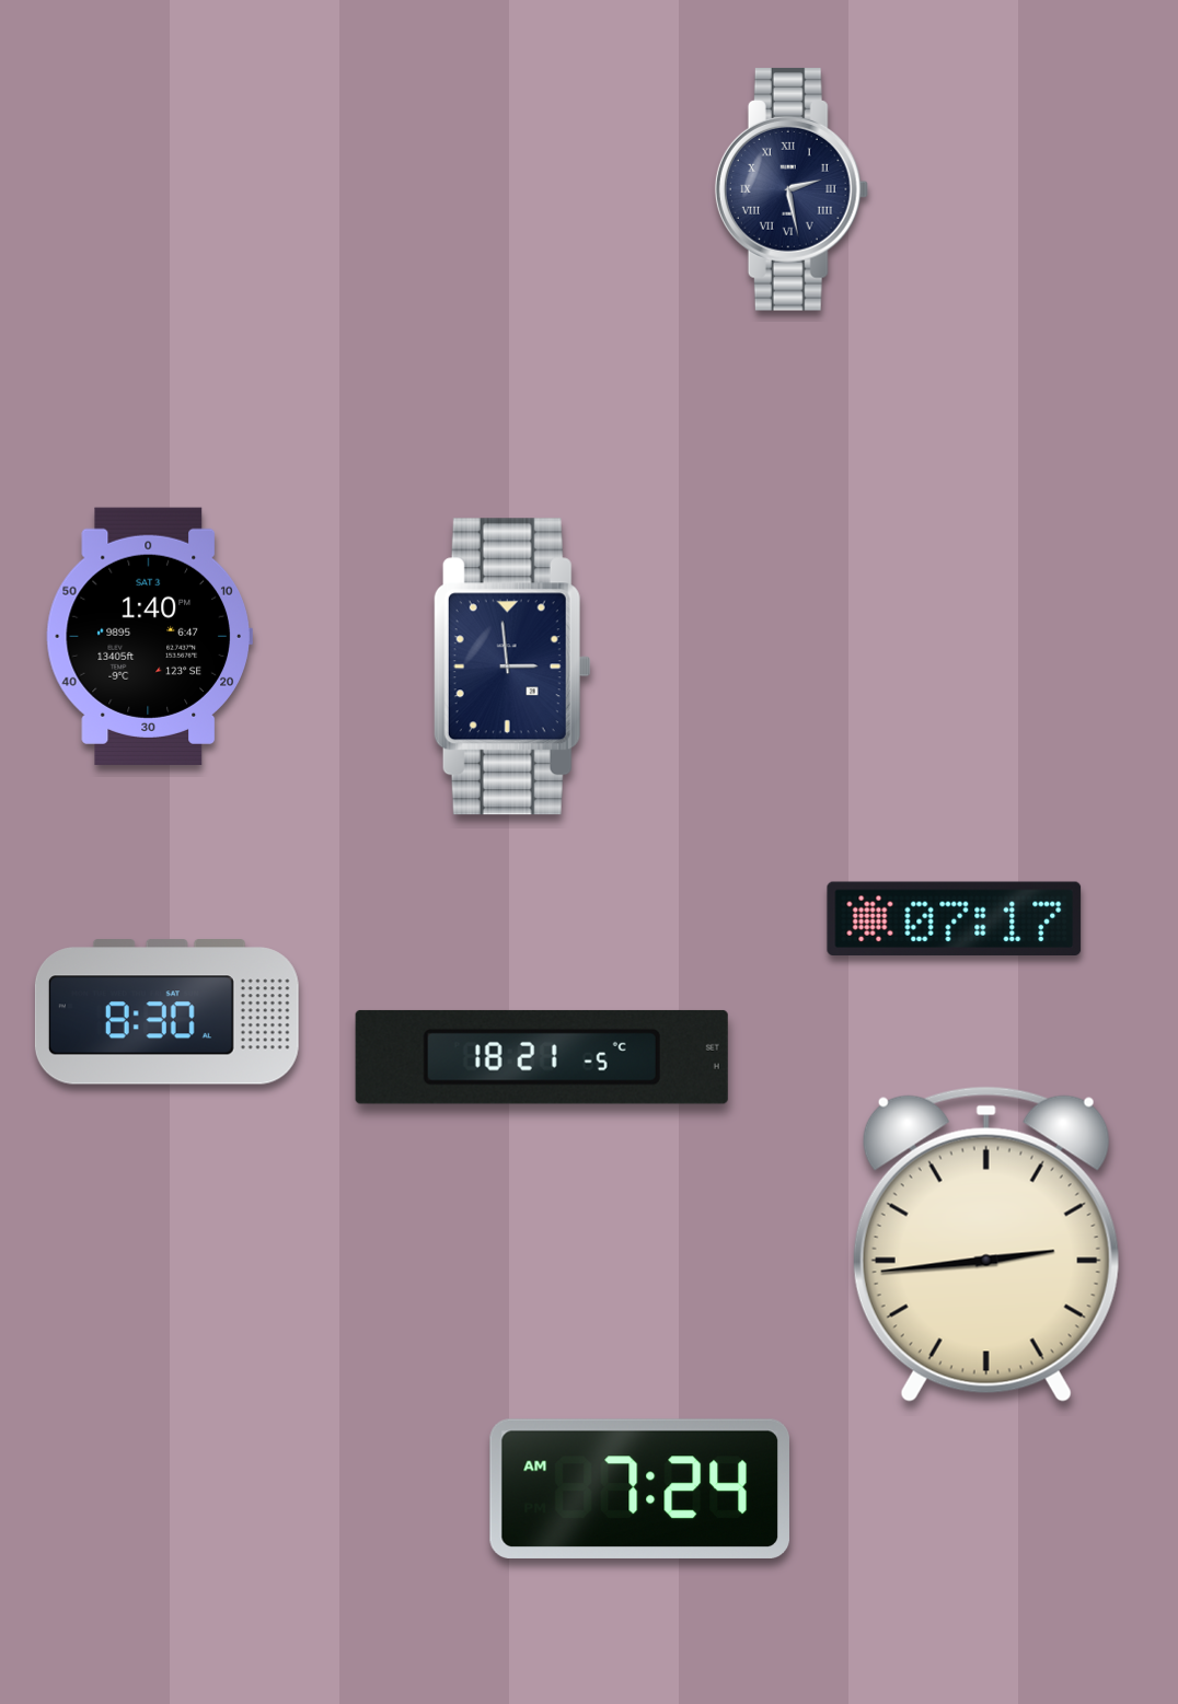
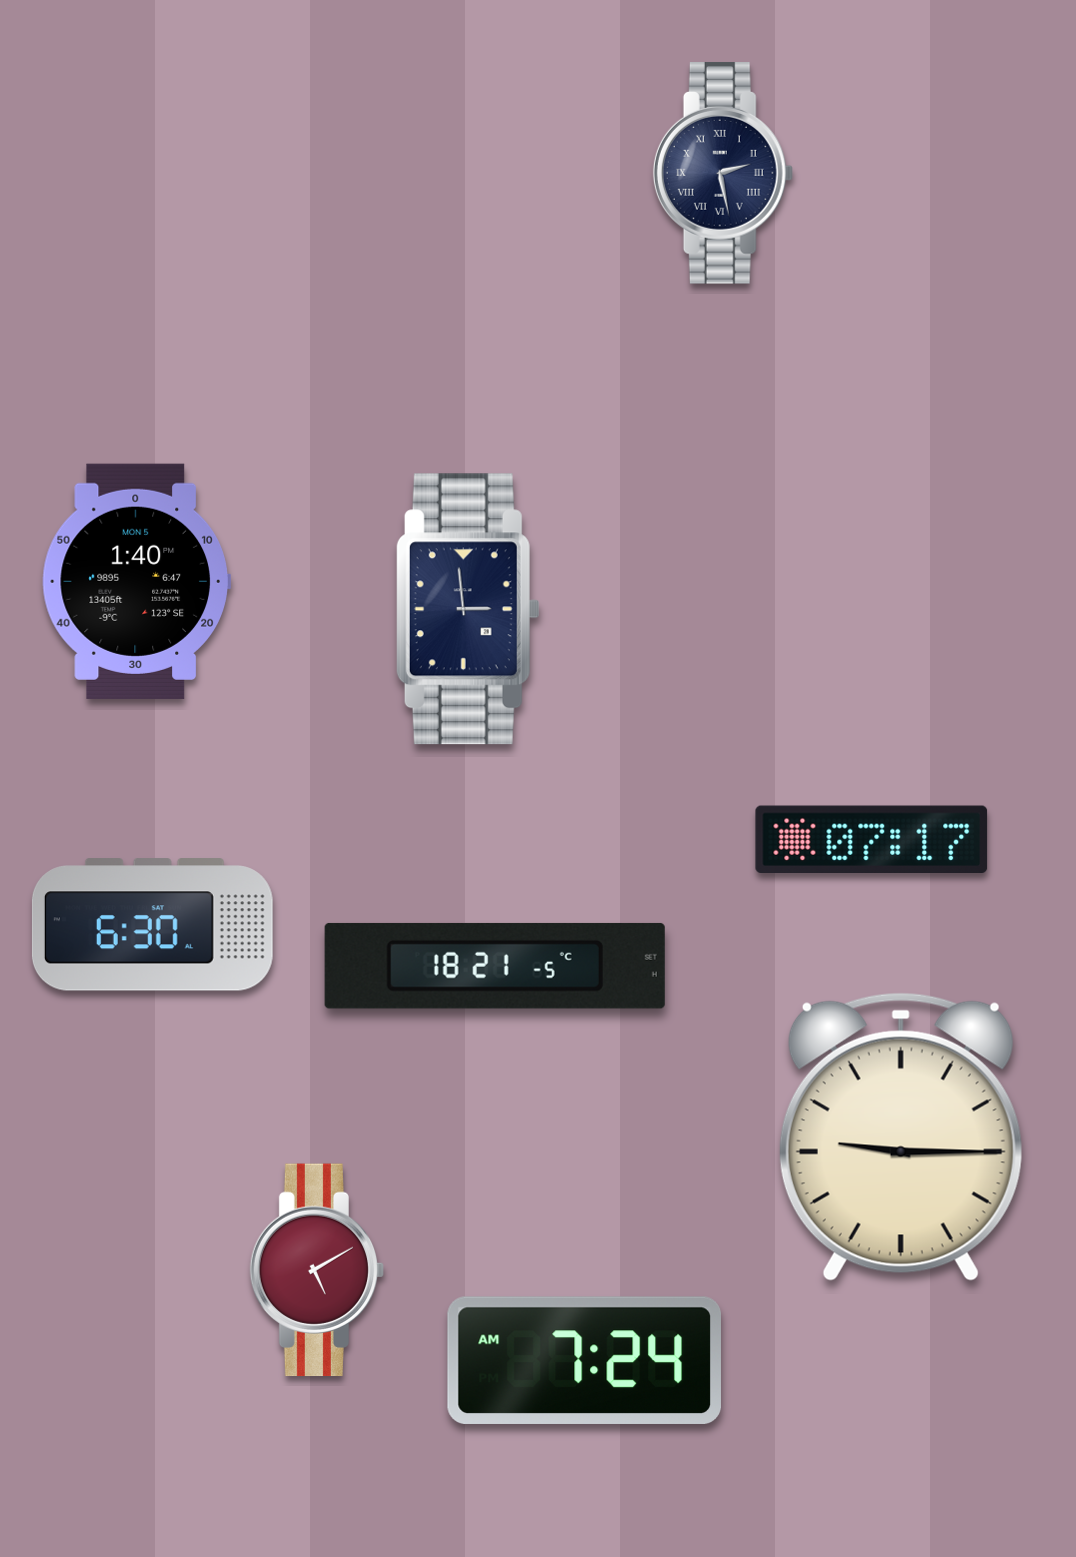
clock at (149, 636) date: SAT 3 -> MON 5
clock at (166, 1012): 8:30 -> 6:30
clock at (986, 1244): 2:44 -> 9:15
clock at (317, 1270): none -> 5:10
